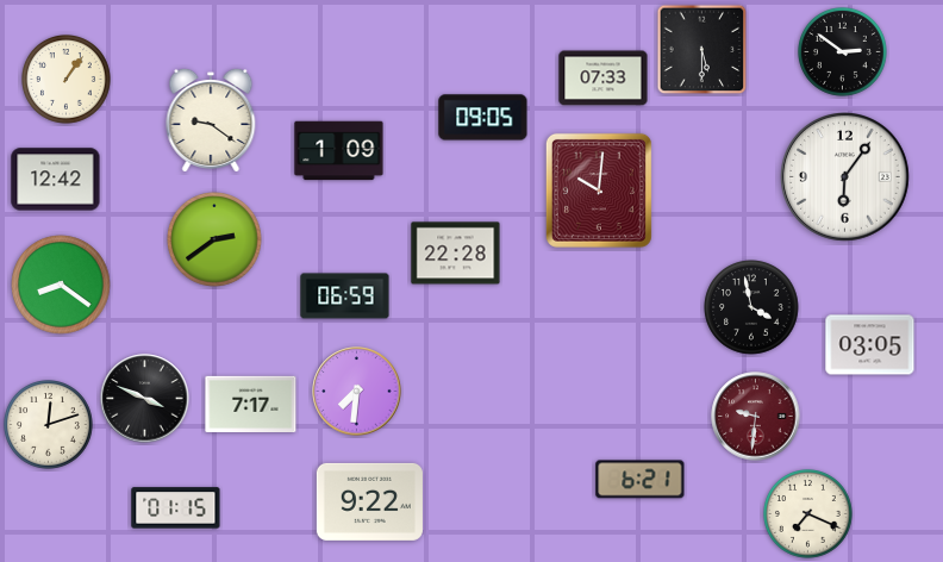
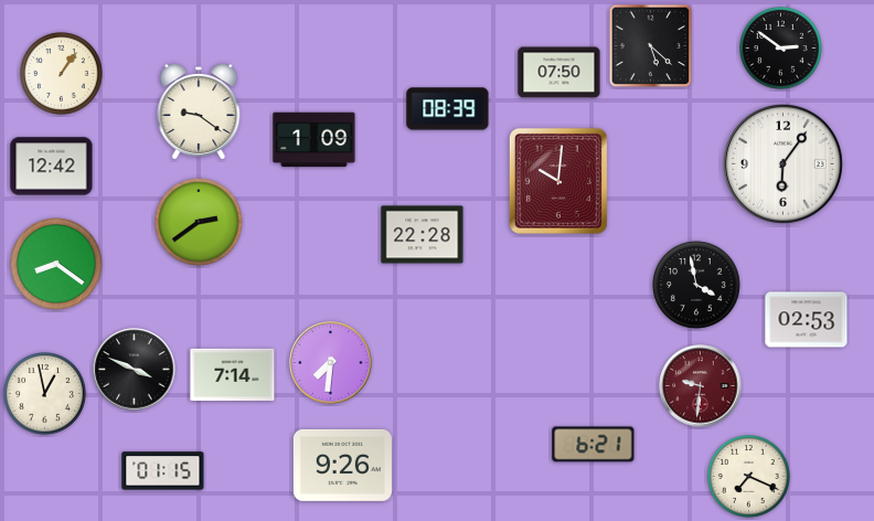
clock at (702, 50): 5:30 -> 5:22
clock at (604, 79): 07:33 -> 07:50
clock at (483, 118): 09:05 -> 08:39
clock at (211, 120) position: (211, 120) -> (199, 111)
clock at (599, 191) position: (599, 191) -> (558, 181)
clock at (345, 296): 06:59 -> none
clock at (870, 345): 03:05 -> 02:53
clock at (251, 404): 7:17 -> 7:14
clock at (49, 425): 12:12 -> 12:58
clock at (369, 501): 9:22 -> 9:26
